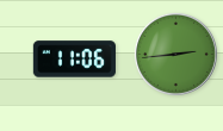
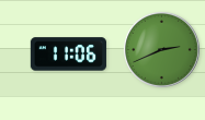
clock at (175, 54): 2:44 -> 2:41
